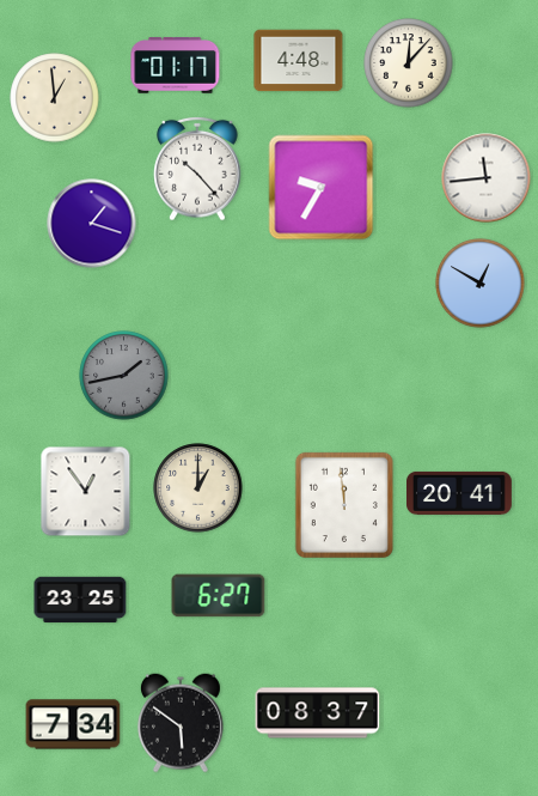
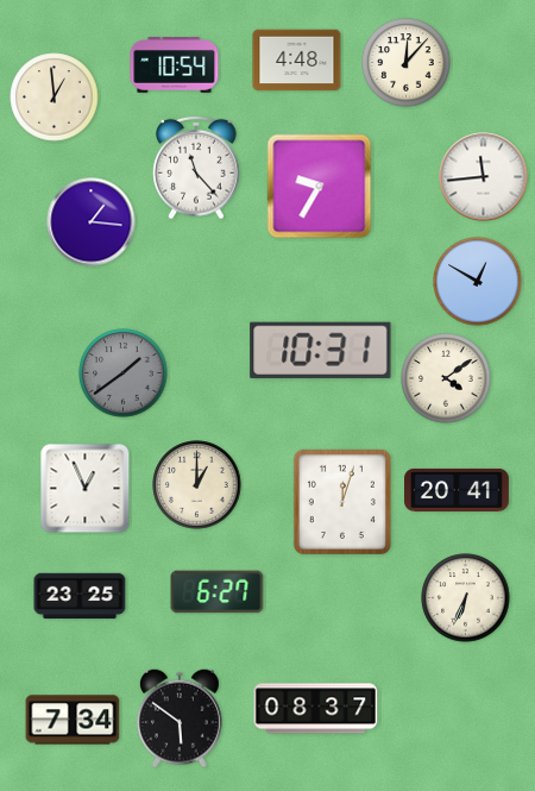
clock at (176, 66): 01:17 -> 10:54
clock at (197, 169): 10:23 -> 11:23
clock at (92, 224): 1:18 -> 1:16
clock at (321, 350): none -> 10:31
clock at (124, 376): 1:43 -> 1:39
clock at (446, 378): none -> 4:09
clock at (86, 492): 12:54 -> 12:56
clock at (344, 505): 11:59 -> 12:03
clock at (466, 598): none -> 6:34
